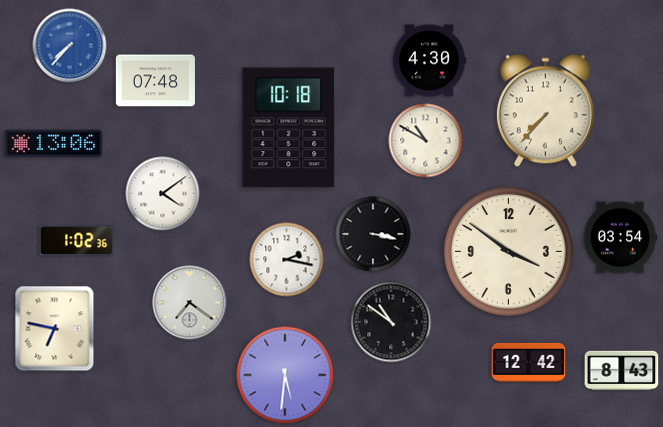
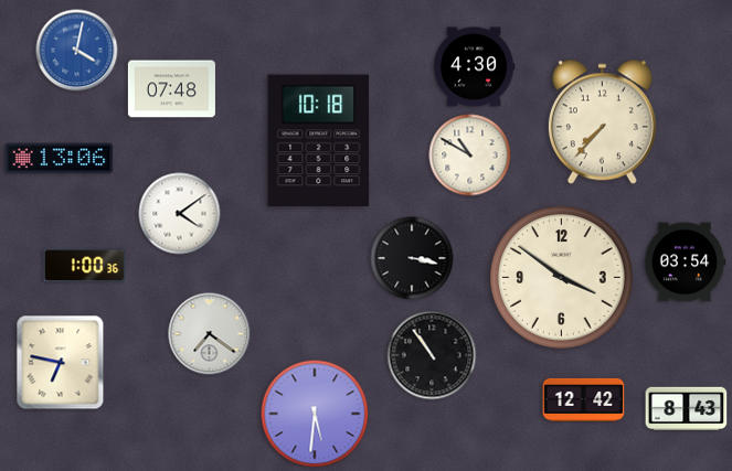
clock at (70, 46): 7:37 -> 4:02
clock at (77, 241): 1:02 -> 1:00
clock at (287, 260): 2:17 -> none
clock at (391, 322): 10:51 -> 10:54
